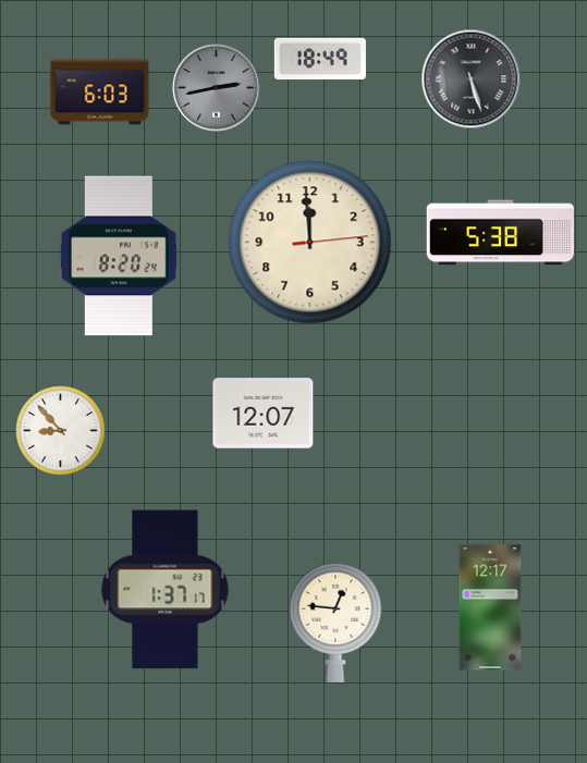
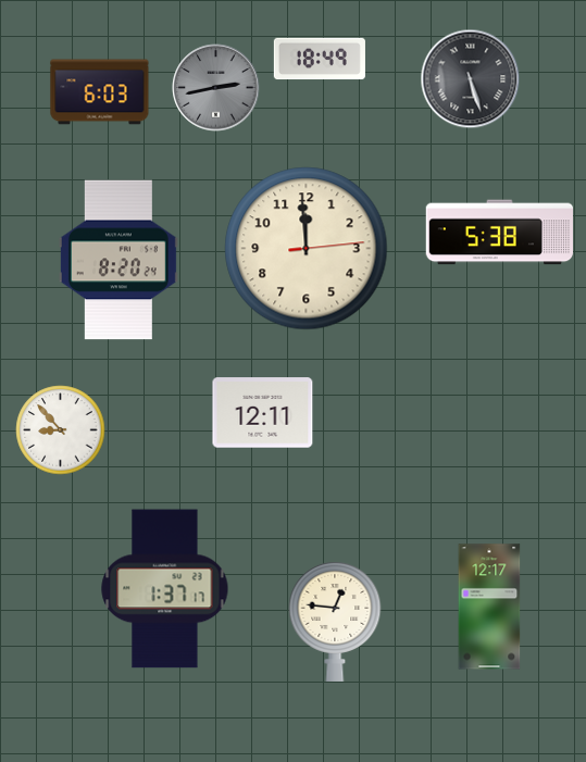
clock at (310, 243) position: (310, 243) -> (307, 249)
clock at (119, 256) position: (119, 256) -> (119, 260)
clock at (264, 414): 12:07 -> 12:11
